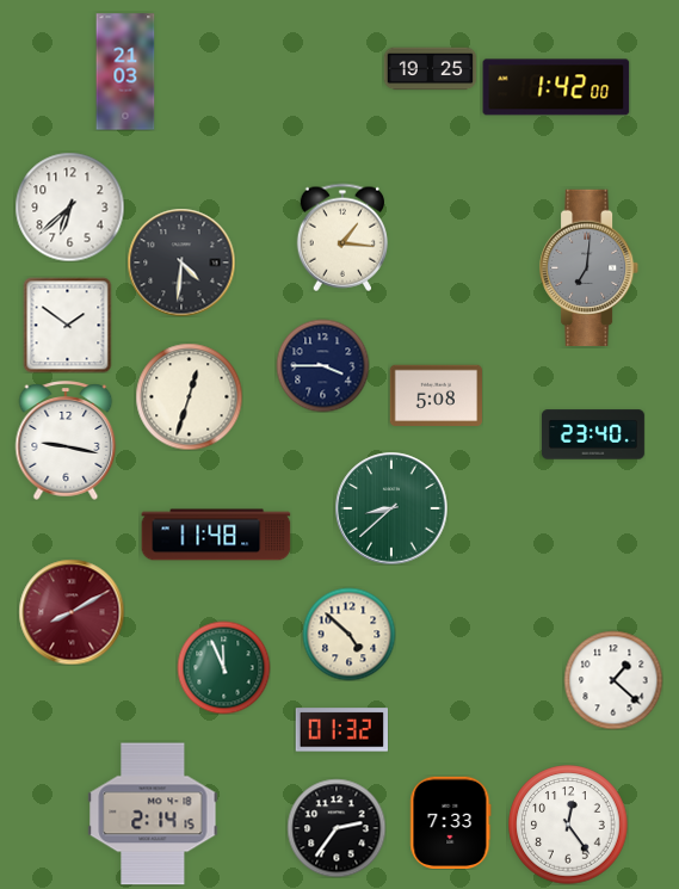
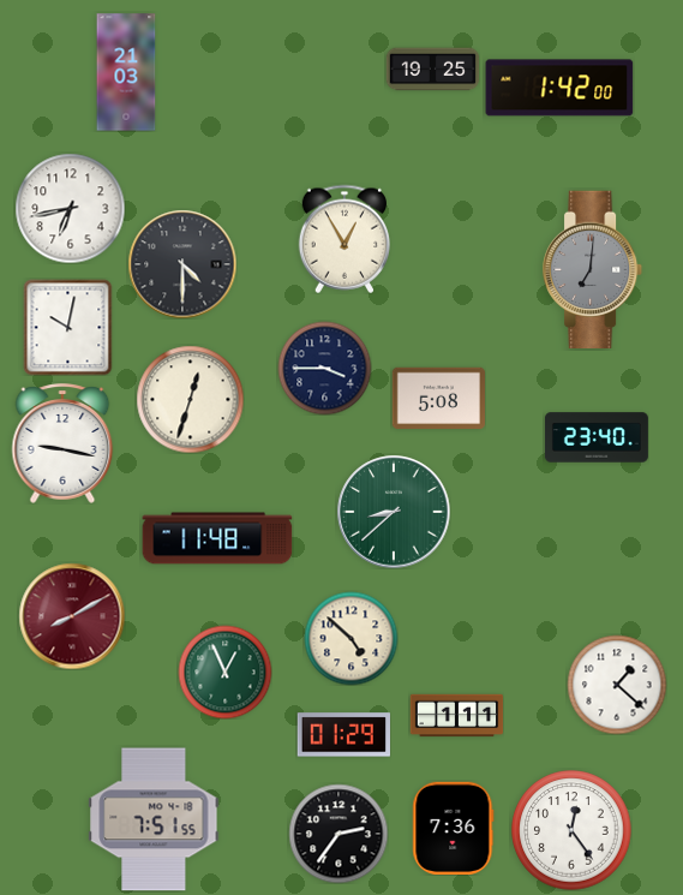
clock at (69, 206): 6:38 -> 6:43
clock at (341, 237): 1:16 -> 12:55
clock at (181, 263): 4:31 -> 4:30
clock at (68, 325): 1:51 -> 10:02
clock at (66, 440) position: (66, 440) -> (62, 443)
clock at (223, 667): 11:56 -> 12:56
clock at (456, 716): none -> 1:11
clock at (341, 730): 01:32 -> 01:29
clock at (153, 814): 2:14 -> 7:51
clock at (451, 822): 7:33 -> 7:36
